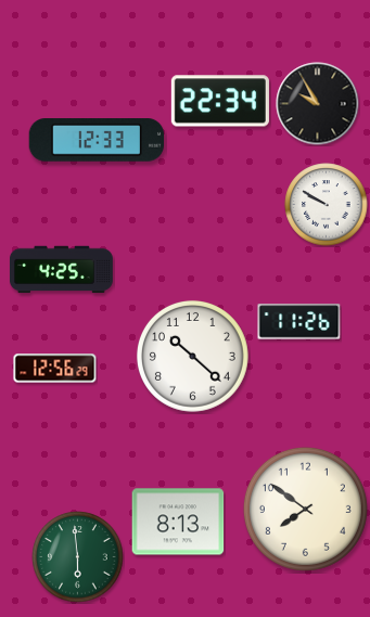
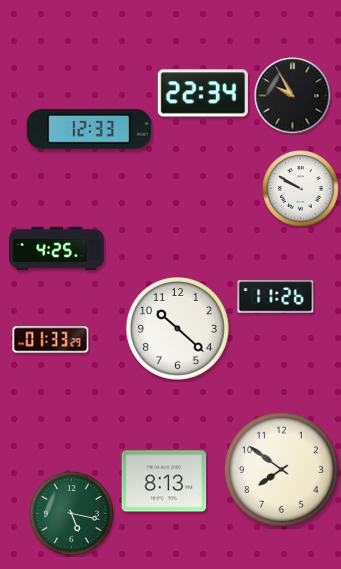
clock at (55, 369): 12:56 -> 01:33
clock at (78, 557): 5:59 -> 5:17
